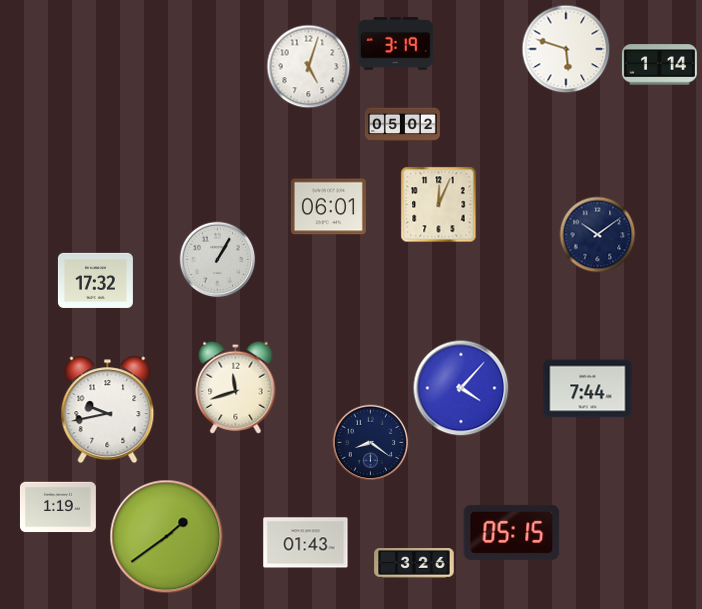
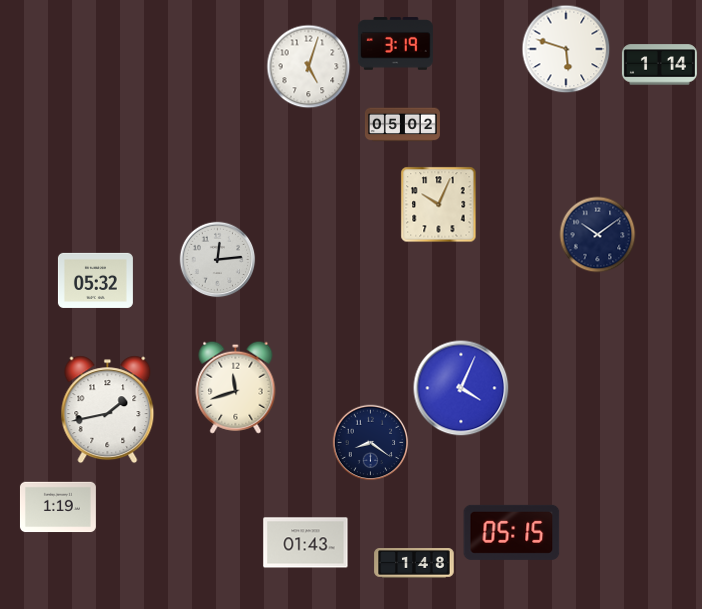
clock at (439, 205): 12:04 -> 10:04
clock at (328, 207): 06:01 -> none
clock at (218, 260): 1:05 -> 12:14
clock at (95, 280): 17:32 -> 05:32
clock at (461, 388): 4:07 -> 4:04
clock at (588, 389): 7:44 -> none
clock at (108, 410): 9:43 -> 1:43
clock at (167, 537): 1:39 -> none
clock at (414, 563): 3:26 -> 1:48
